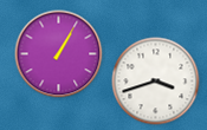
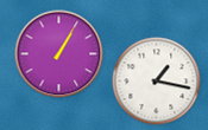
clock at (156, 82): 3:42 -> 1:17
